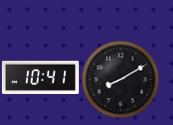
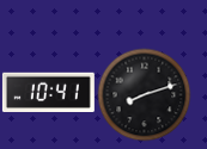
clock at (120, 79): 8:10 -> 8:12
